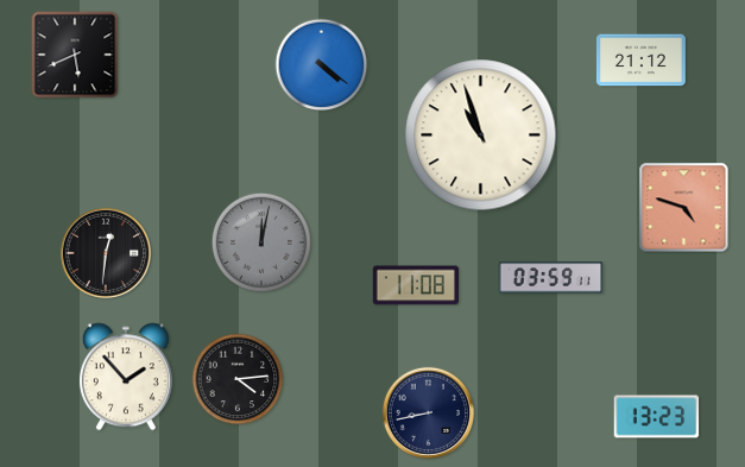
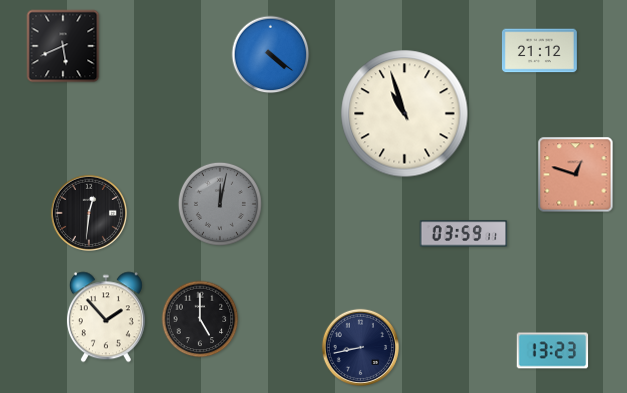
clock at (684, 208): 4:48 -> 12:48
clock at (415, 285): 11:08 -> none
clock at (238, 379): 4:14 -> 5:00
